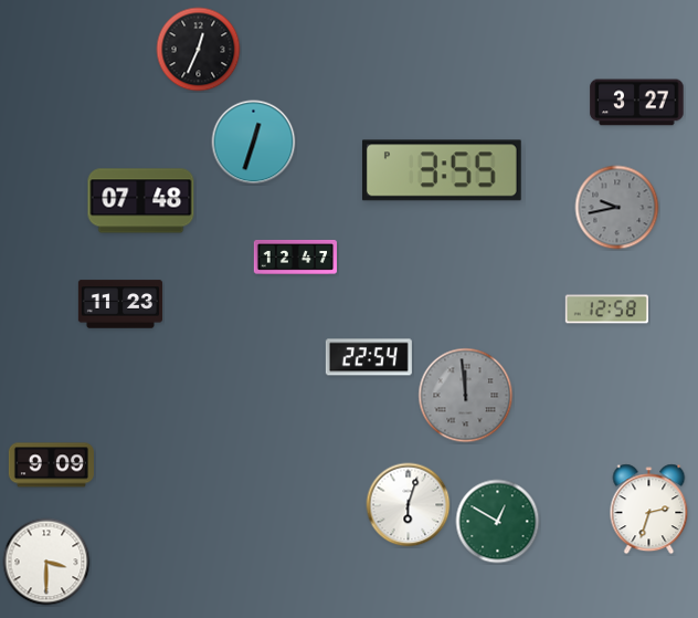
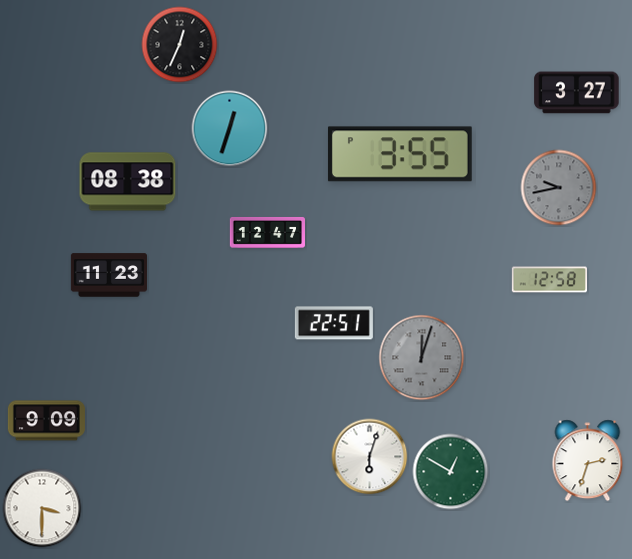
clock at (141, 201): 07:48 -> 08:38
clock at (369, 357): 22:54 -> 22:51
clock at (466, 396): 11:59 -> 12:03
